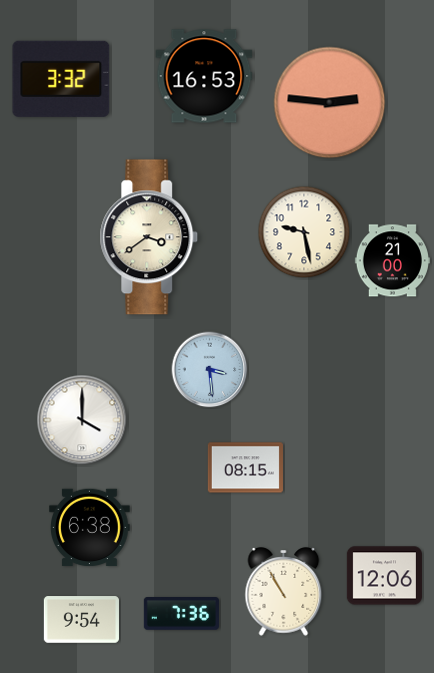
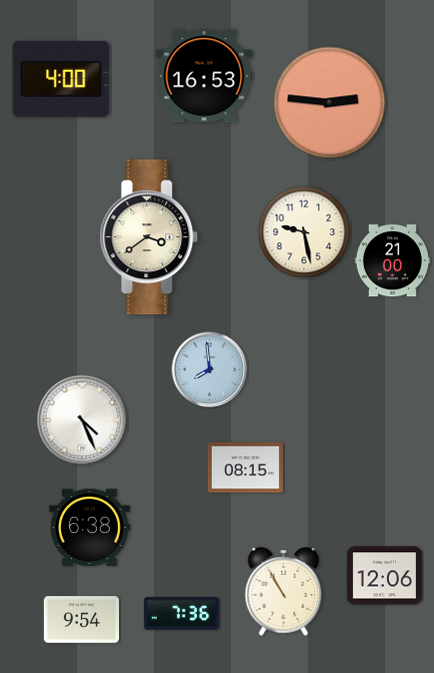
clock at (61, 79): 3:32 -> 4:00
clock at (210, 370): 3:29 -> 7:59
clock at (82, 420): 4:00 -> 4:26
